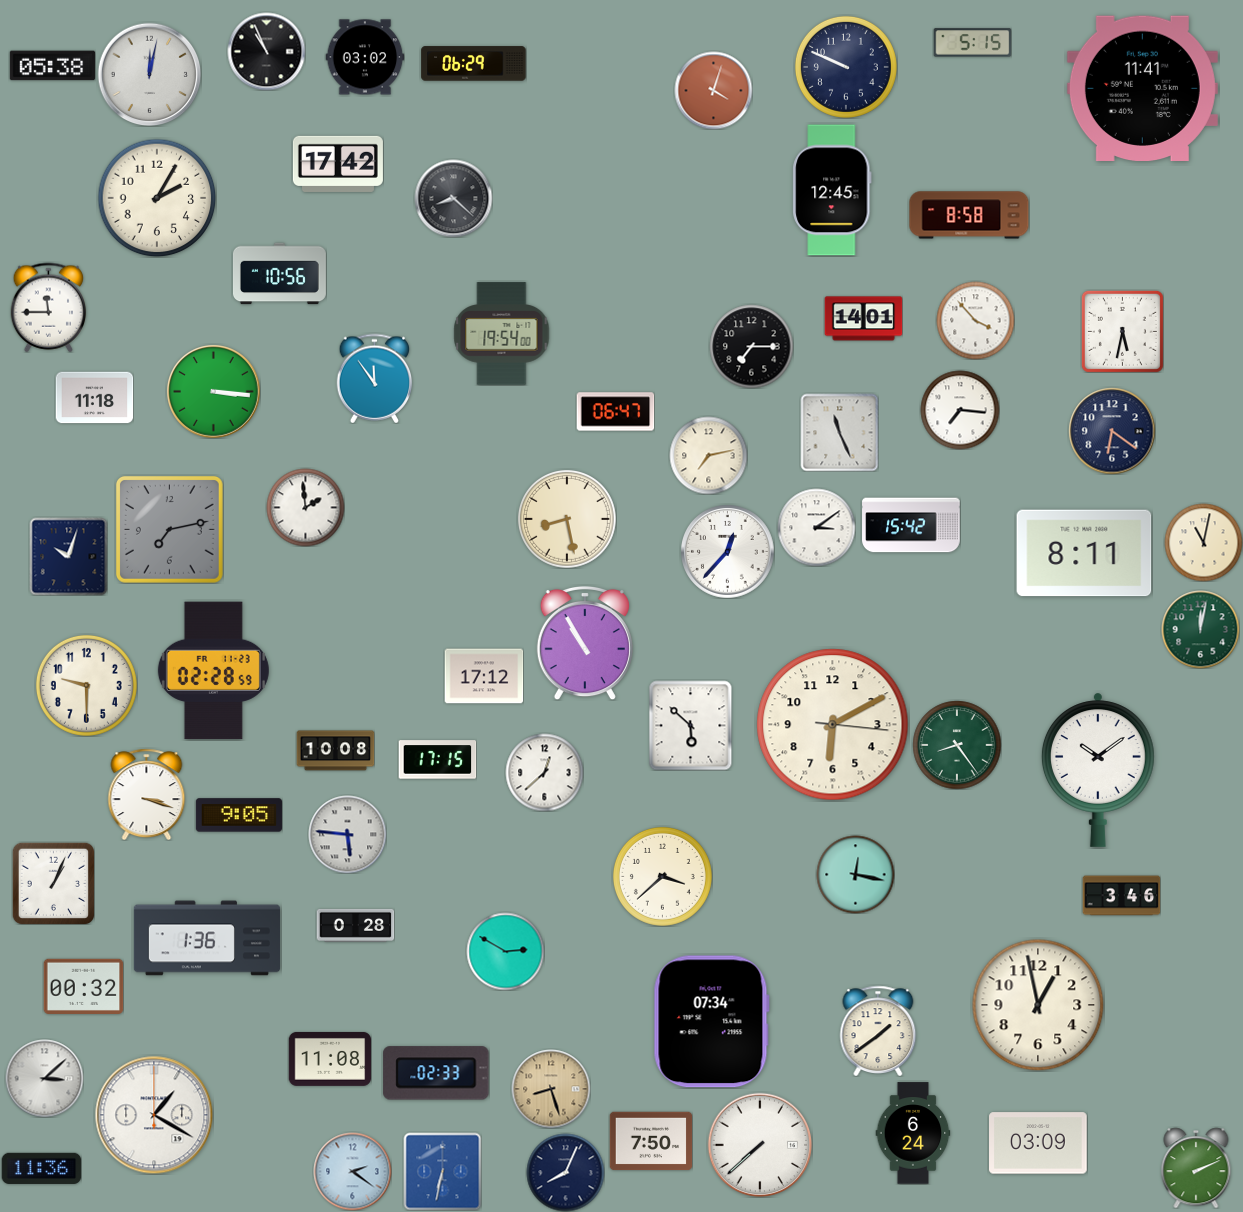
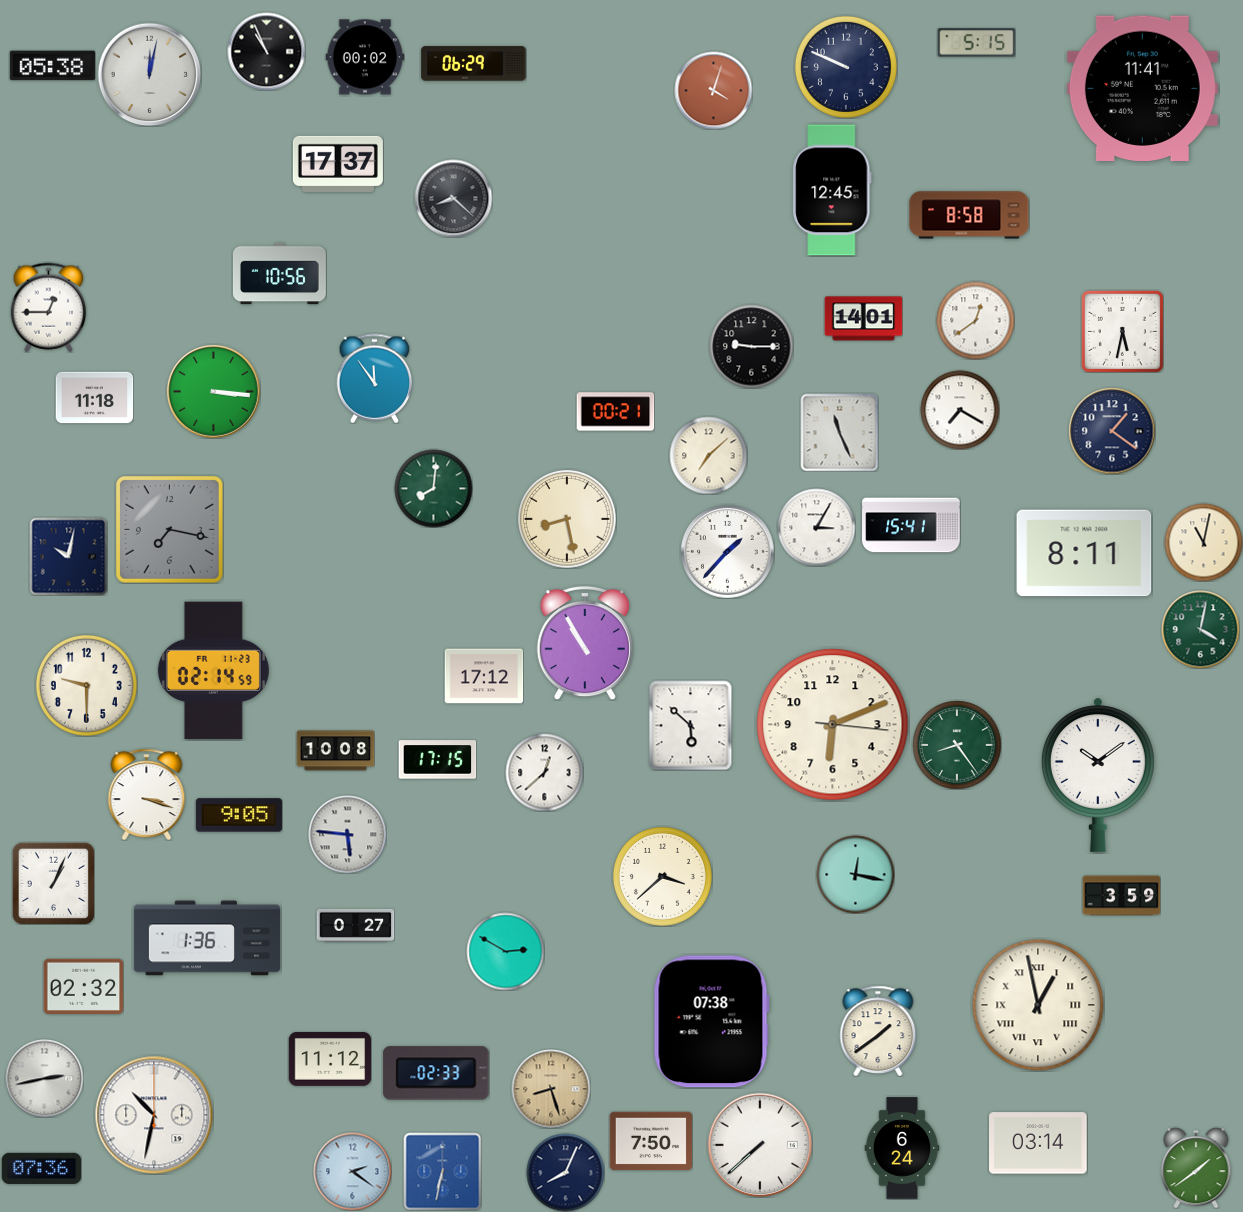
clock at (972, 43) position: (972, 43) -> (976, 43)
clock at (365, 57): 03:02 -> 00:02
clock at (338, 164): 17:42 -> 17:37
clock at (157, 198): 2:05 -> none
clock at (49, 307): 11:45 -> 12:45
clock at (975, 320): 3:53 -> 12:39
clock at (502, 334): 19:54 -> none
clock at (751, 346): 7:15 -> 9:15
clock at (960, 410): 7:16 -> 7:20
clock at (615, 412): 06:47 -> 00:21
clock at (1112, 431): 6:21 -> 1:21
clock at (708, 455): 7:13 -> 7:08
clock at (433, 488): none -> 8:01
clock at (305, 507): 1:59 -> none
clock at (911, 525): 15:42 -> 15:41
clock at (816, 527): 3:09 -> 3:05
clock at (169, 529): 7:13 -> 7:17
clock at (728, 552): 12:37 -> 1:37
clock at (68, 556): 10:03 -> 10:02
clock at (1200, 629): 12:02 -> 4:02
clock at (213, 671): 02:28 -> 02:14
clock at (833, 725): 6:10 -> 6:11
clock at (1098, 770) position: (1098, 770) -> (1098, 775)
clock at (1121, 896): 3:46 -> 3:59
clock at (355, 925): 0:28 -> 0:27
clock at (83, 986): 00:32 -> 02:32
clock at (1038, 1005) numerals: Arabic -> Roman
clock at (711, 1022): 07:34 -> 07:38
clock at (330, 1059): 11:08 -> 11:12
clock at (44, 1078): 3:08 -> 2:43
clock at (154, 1115): 1:20 -> 10:32
clock at (913, 1133) position: (913, 1133) -> (902, 1148)
clock at (1039, 1143): 03:09 -> 03:14
clock at (41, 1168): 11:36 -> 07:36
clock at (1196, 1168): 2:11 -> 1:39
